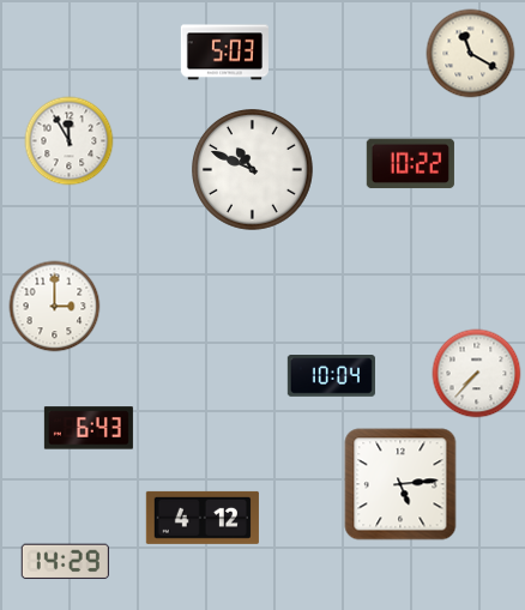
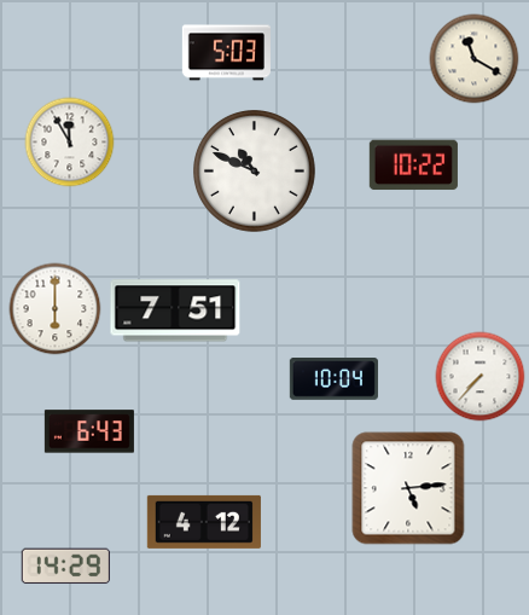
clock at (471, 54) position: (471, 54) -> (475, 59)
clock at (55, 307): 3:00 -> 6:00
clock at (175, 311): none -> 7:51
clock at (400, 484) position: (400, 484) -> (408, 488)
